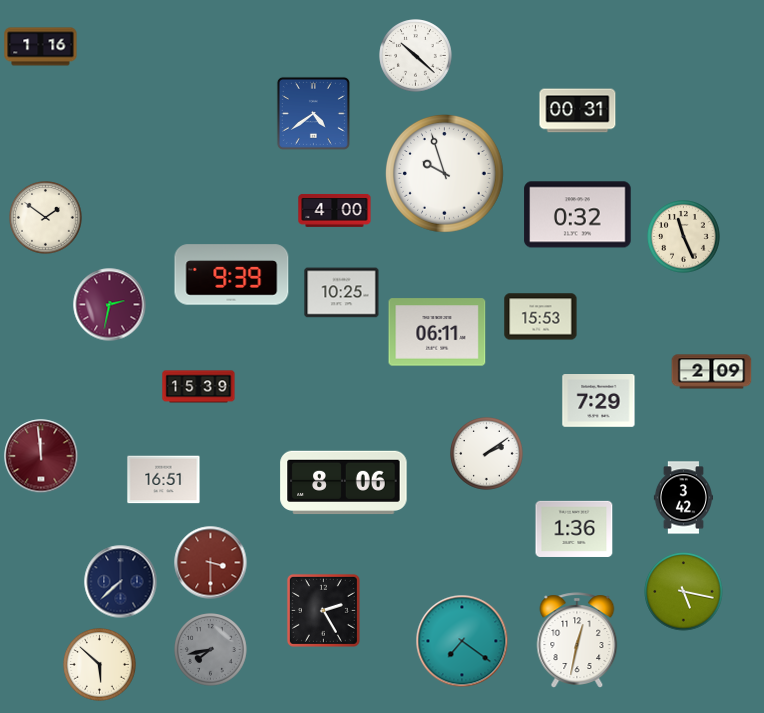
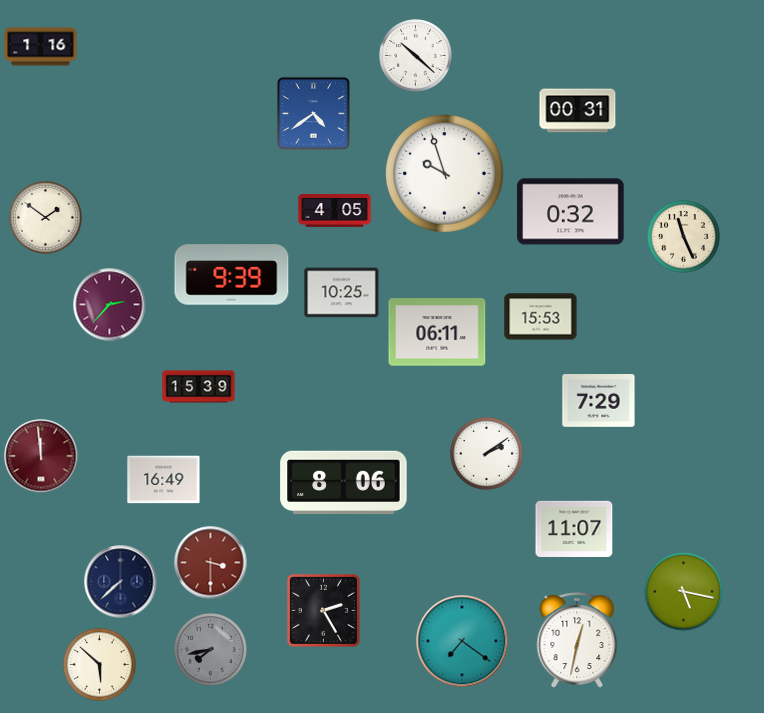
clock at (335, 210): 4:00 -> 4:05
clock at (578, 215) position: (578, 215) -> (571, 212)
clock at (110, 305): 2:32 -> 2:37
clock at (712, 372): 2:09 -> none
clock at (164, 480): 16:51 -> 16:49
clock at (683, 498): 3:42 -> none
clock at (574, 528): 1:36 -> 11:07
